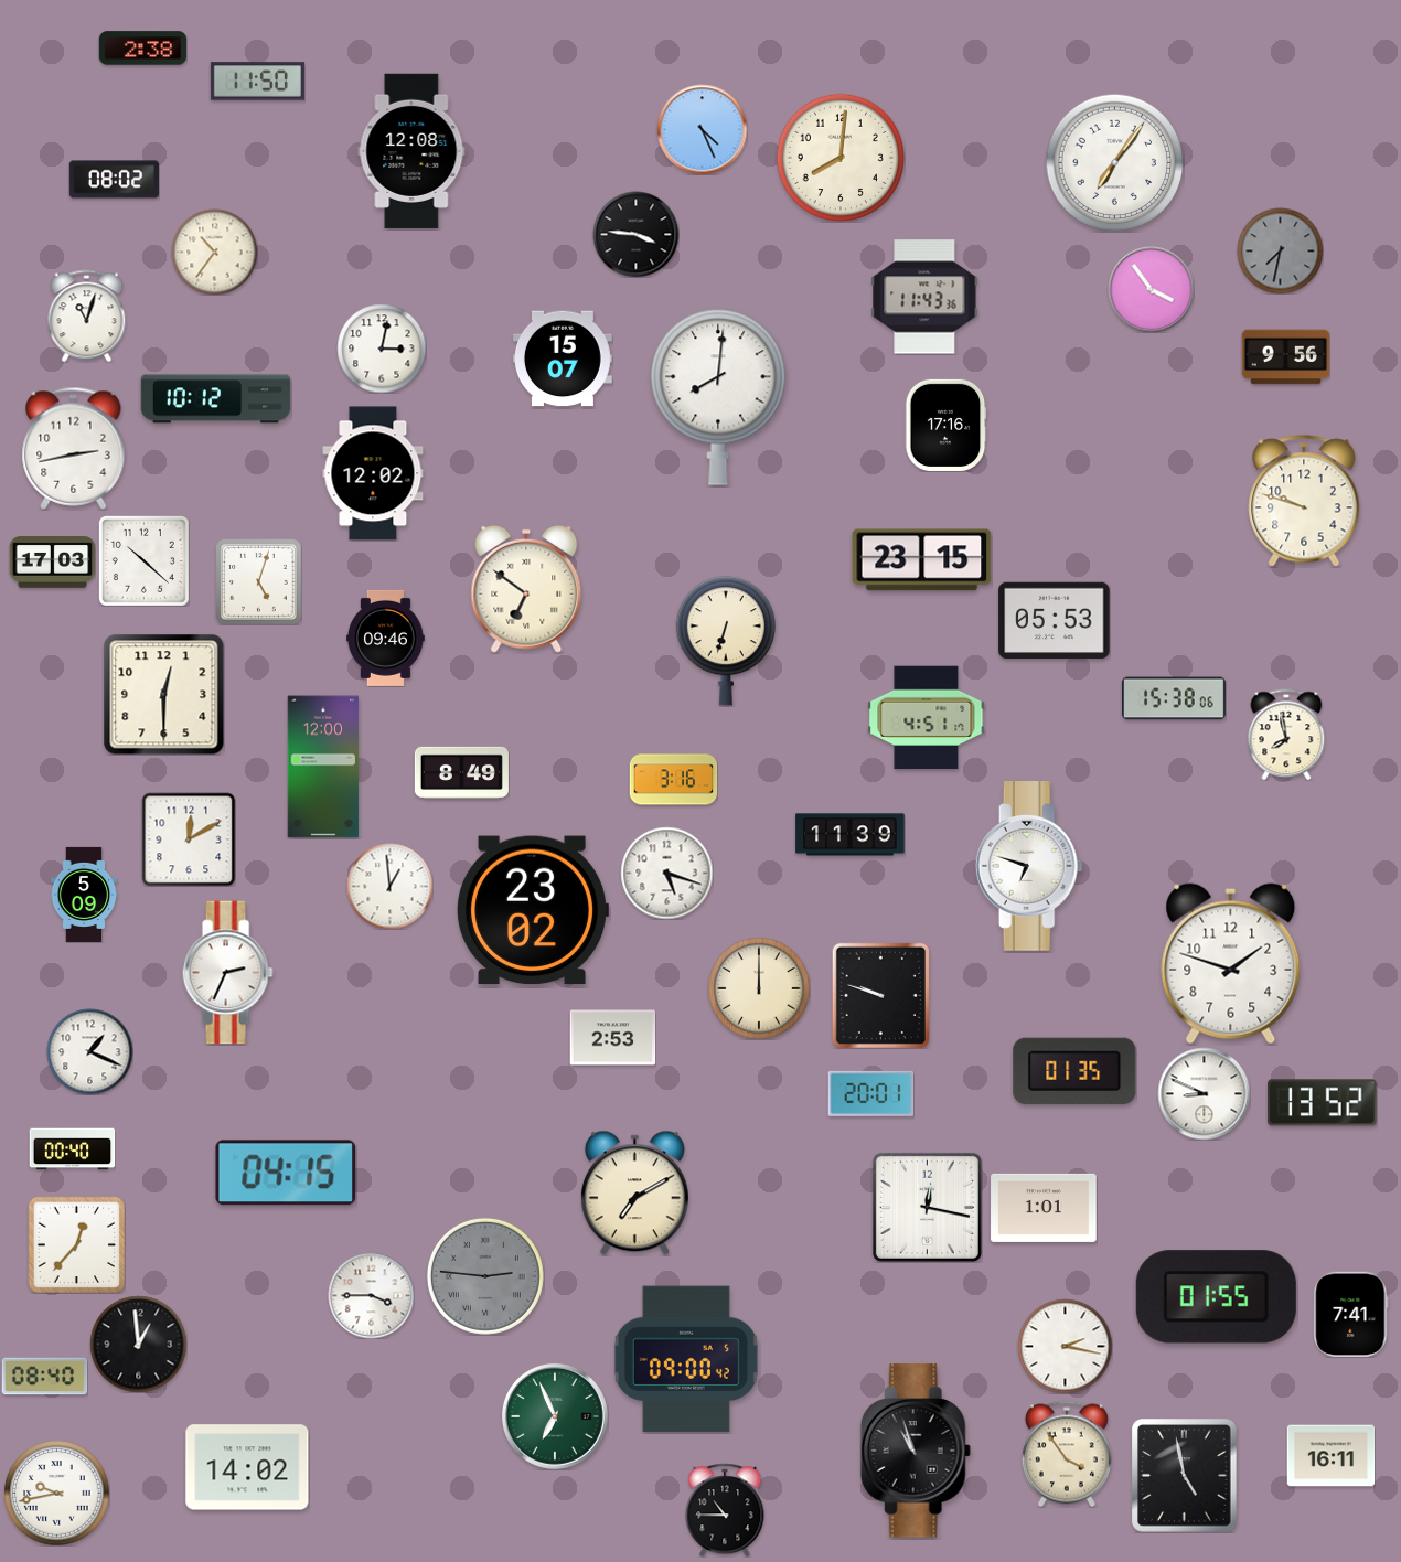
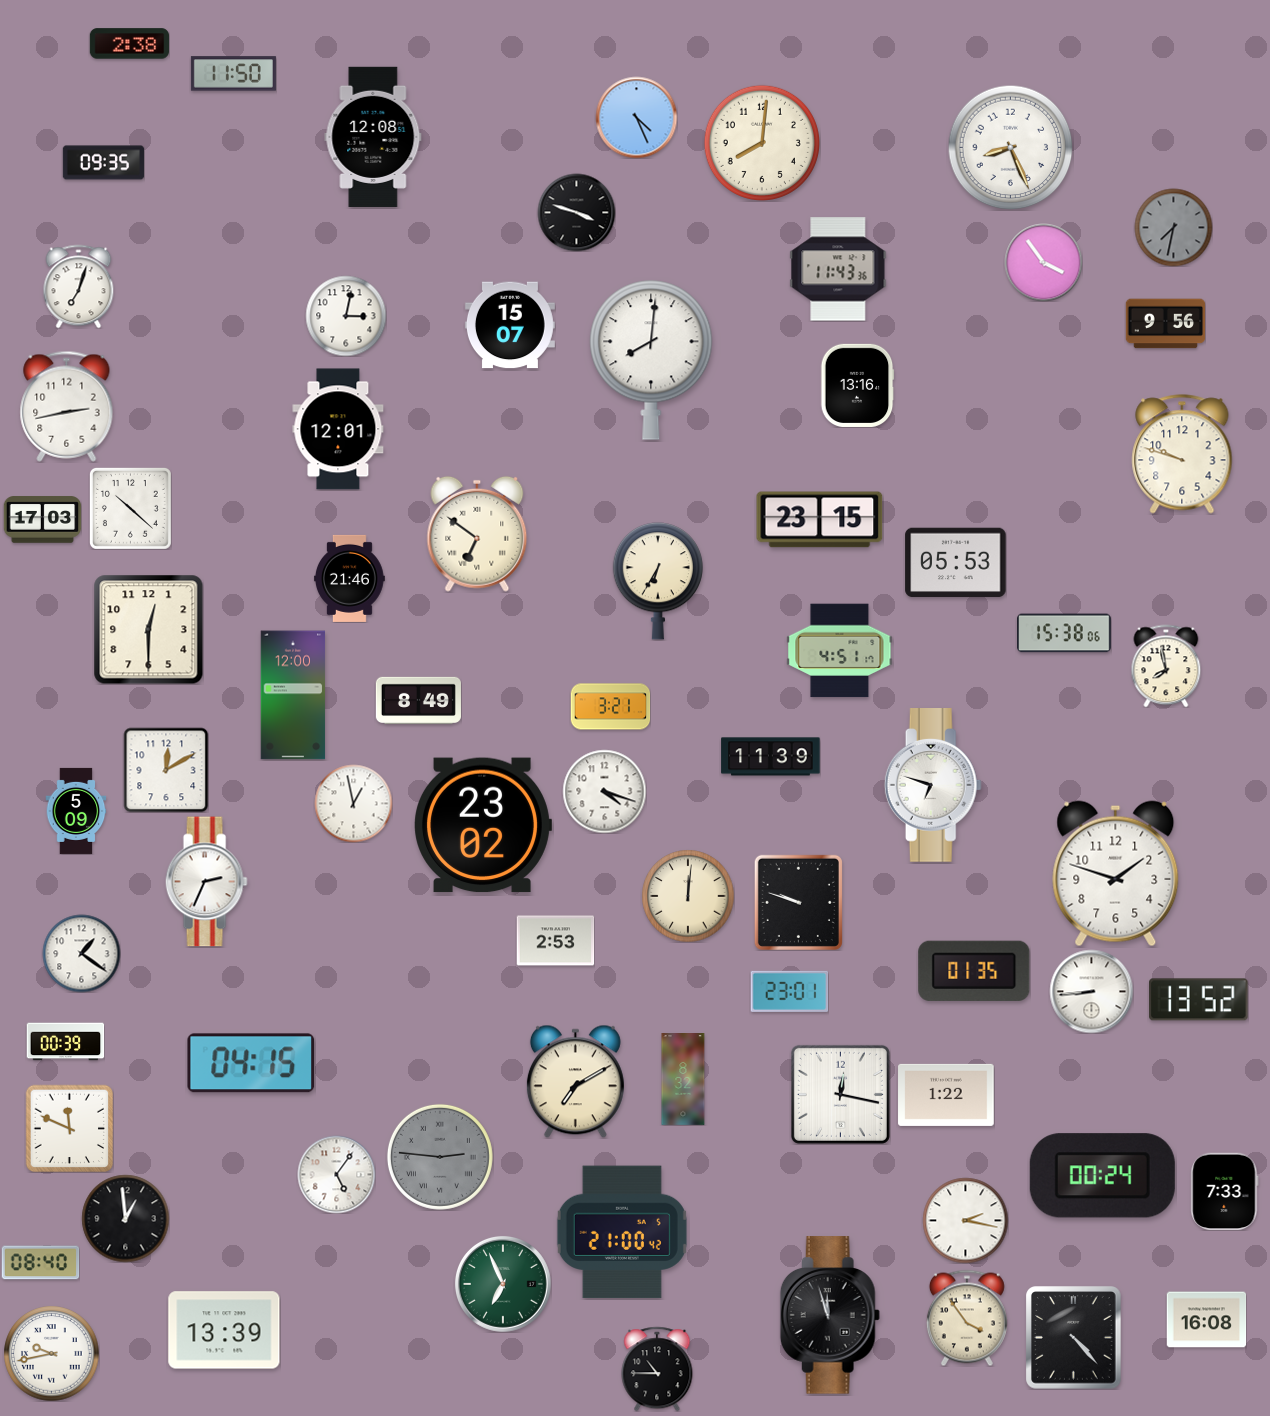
clock at (1114, 162): 7:06 -> 8:26
clock at (114, 180): 08:02 -> 09:35
clock at (635, 234): 3:46 -> 3:48
clock at (1280, 250) position: (1280, 250) -> (1173, 227)
clock at (214, 252): 10:36 -> none
clock at (87, 315): 11:03 -> 7:03
clock at (216, 399): 10:12 -> none
clock at (945, 425): 17:16 -> 13:16
clock at (373, 473): 12:02 -> 12:01
clock at (922, 560) position: (922, 560) -> (820, 520)
clock at (52, 563) position: (52, 563) -> (42, 520)
clock at (258, 581): 5:03 -> none
clock at (385, 638): 09:46 -> 21:46
clock at (726, 641): 6:33 -> 6:35
clock at (673, 780): 3:16 -> 3:21
clock at (189, 839) position: (189, 839) -> (166, 770)
clock at (666, 873): 5:18 -> 4:18
clock at (389, 886): 12:59 -> 12:58
clock at (759, 988): 12:00 -> 12:01
clock at (89, 1051): 1:19 -> 1:21
clock at (870, 1093): 20:01 -> 23:01
clock at (1204, 1093): 8:49 -> 8:44
clock at (72, 1149): 00:40 -> 00:39
clock at (286, 1173) position: (286, 1173) -> (251, 1063)
clock at (683, 1080): none -> 8:32
clock at (1044, 1208): 1:01 -> 1:22
clock at (76, 1244): 12:37 -> 11:49
clock at (371, 1295): 3:45 -> 5:06
clock at (1216, 1297): 01:55 -> 00:24
clock at (1351, 1314): 7:41 -> 7:33
clock at (686, 1359): 09:00 -> 21:00
clock at (44, 1377) position: (44, 1377) -> (40, 1263)
clock at (916, 1451): 10:57 -> 11:57
clock at (1330, 1456): 16:11 -> 16:08
clock at (247, 1467): 14:02 -> 13:39
clock at (1185, 1476): 4:58 -> 4:23
